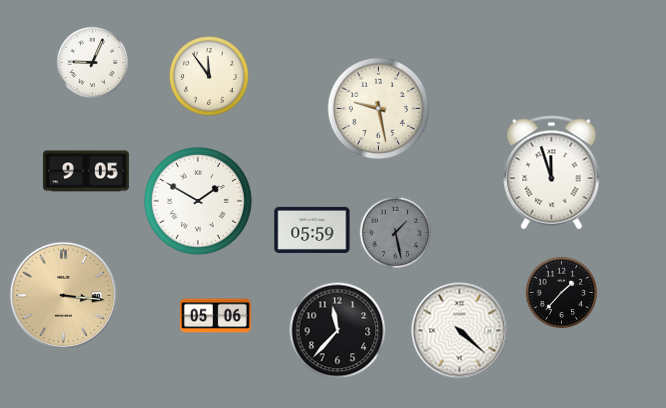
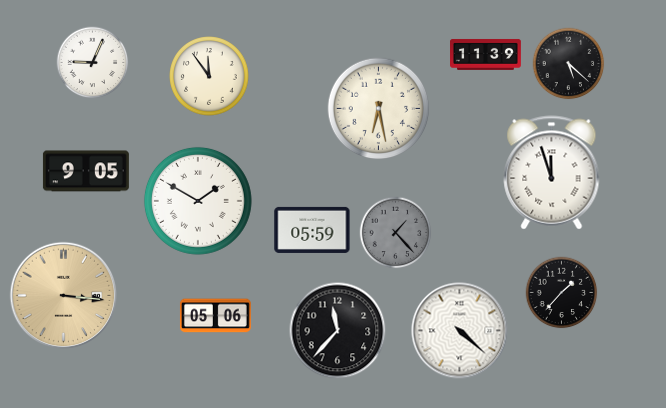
clock at (486, 54): none -> 11:39
clock at (569, 64): none -> 5:22
clock at (379, 109): 9:28 -> 6:28
clock at (396, 233): 1:28 -> 1:23
